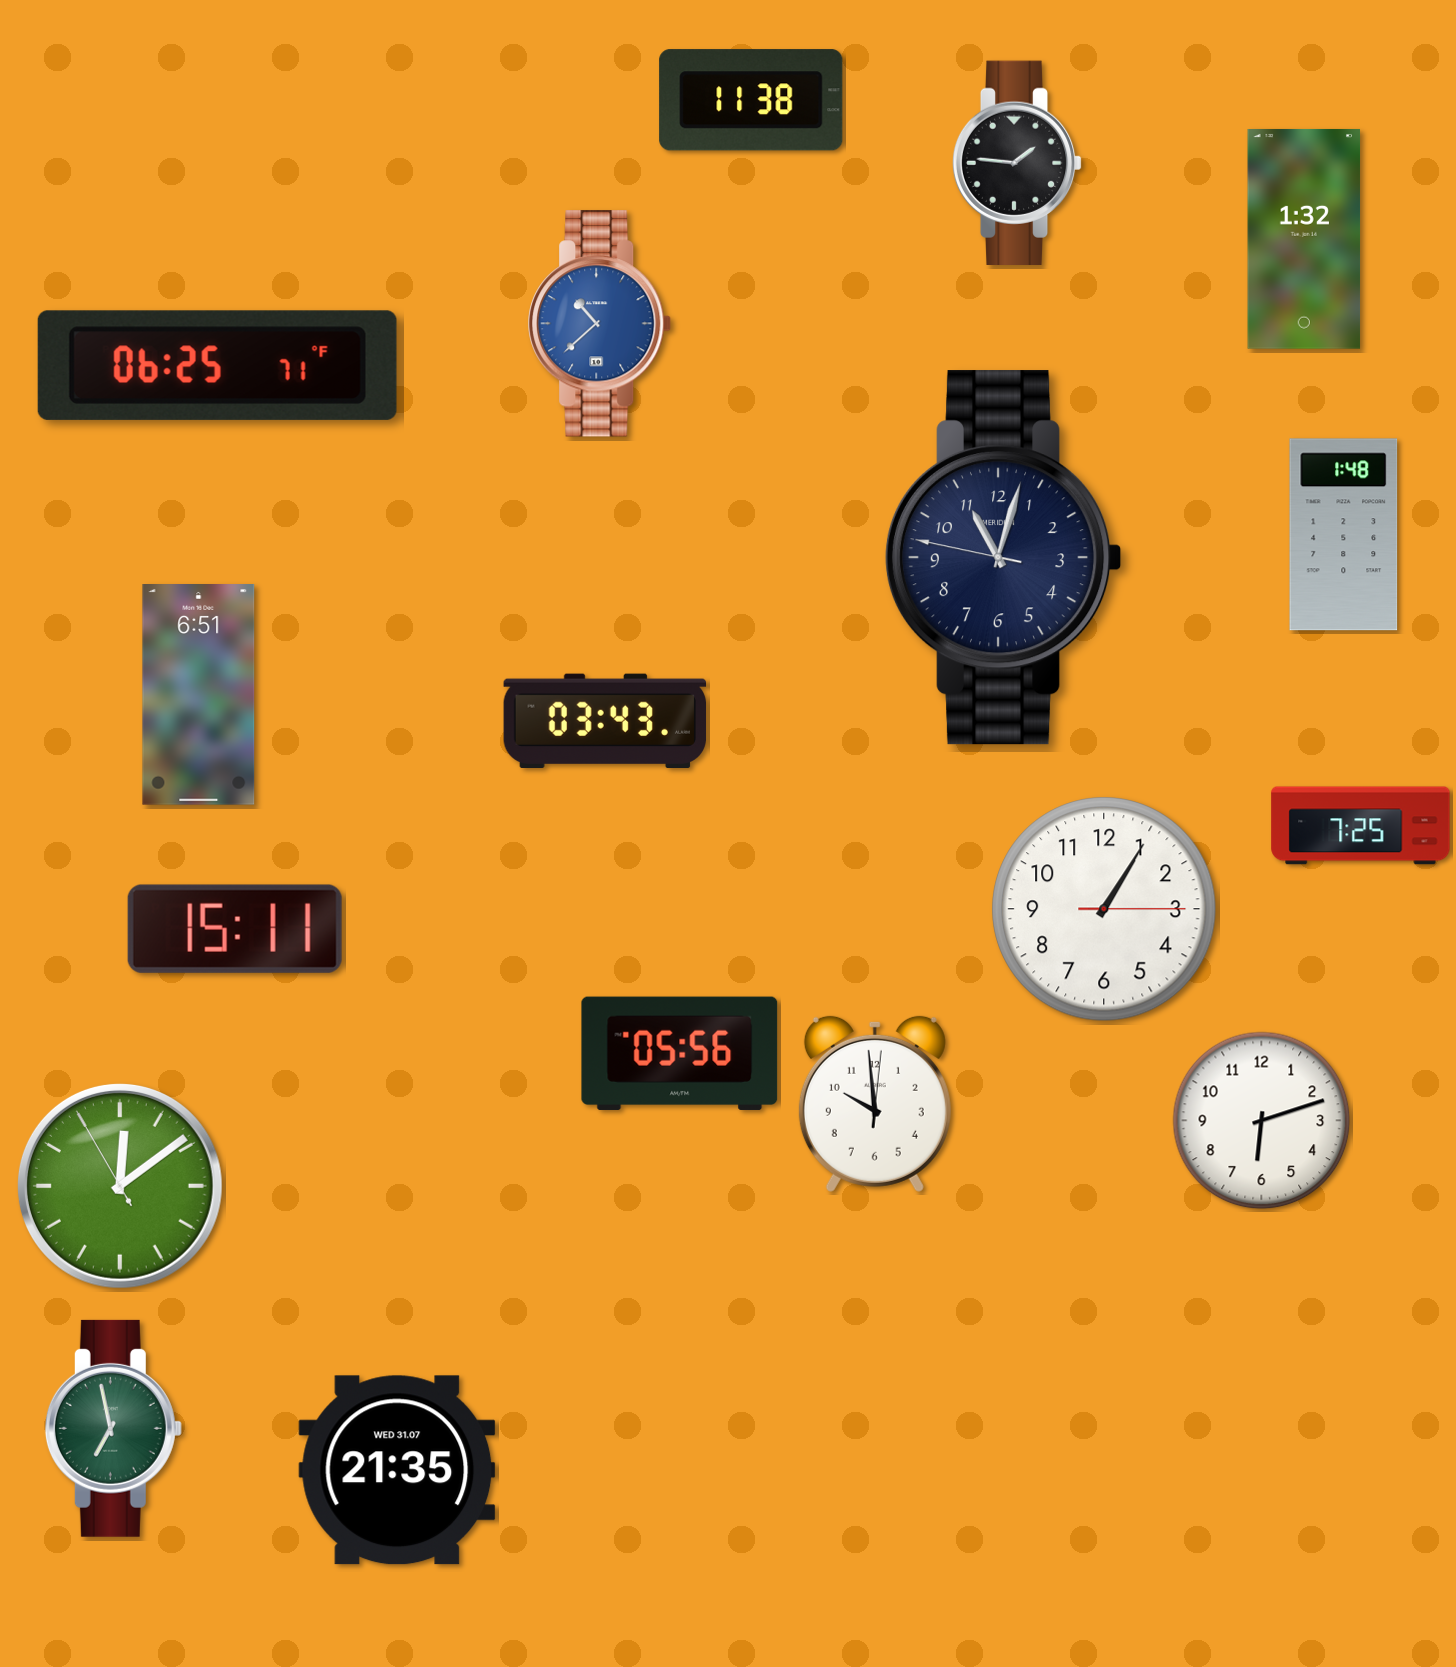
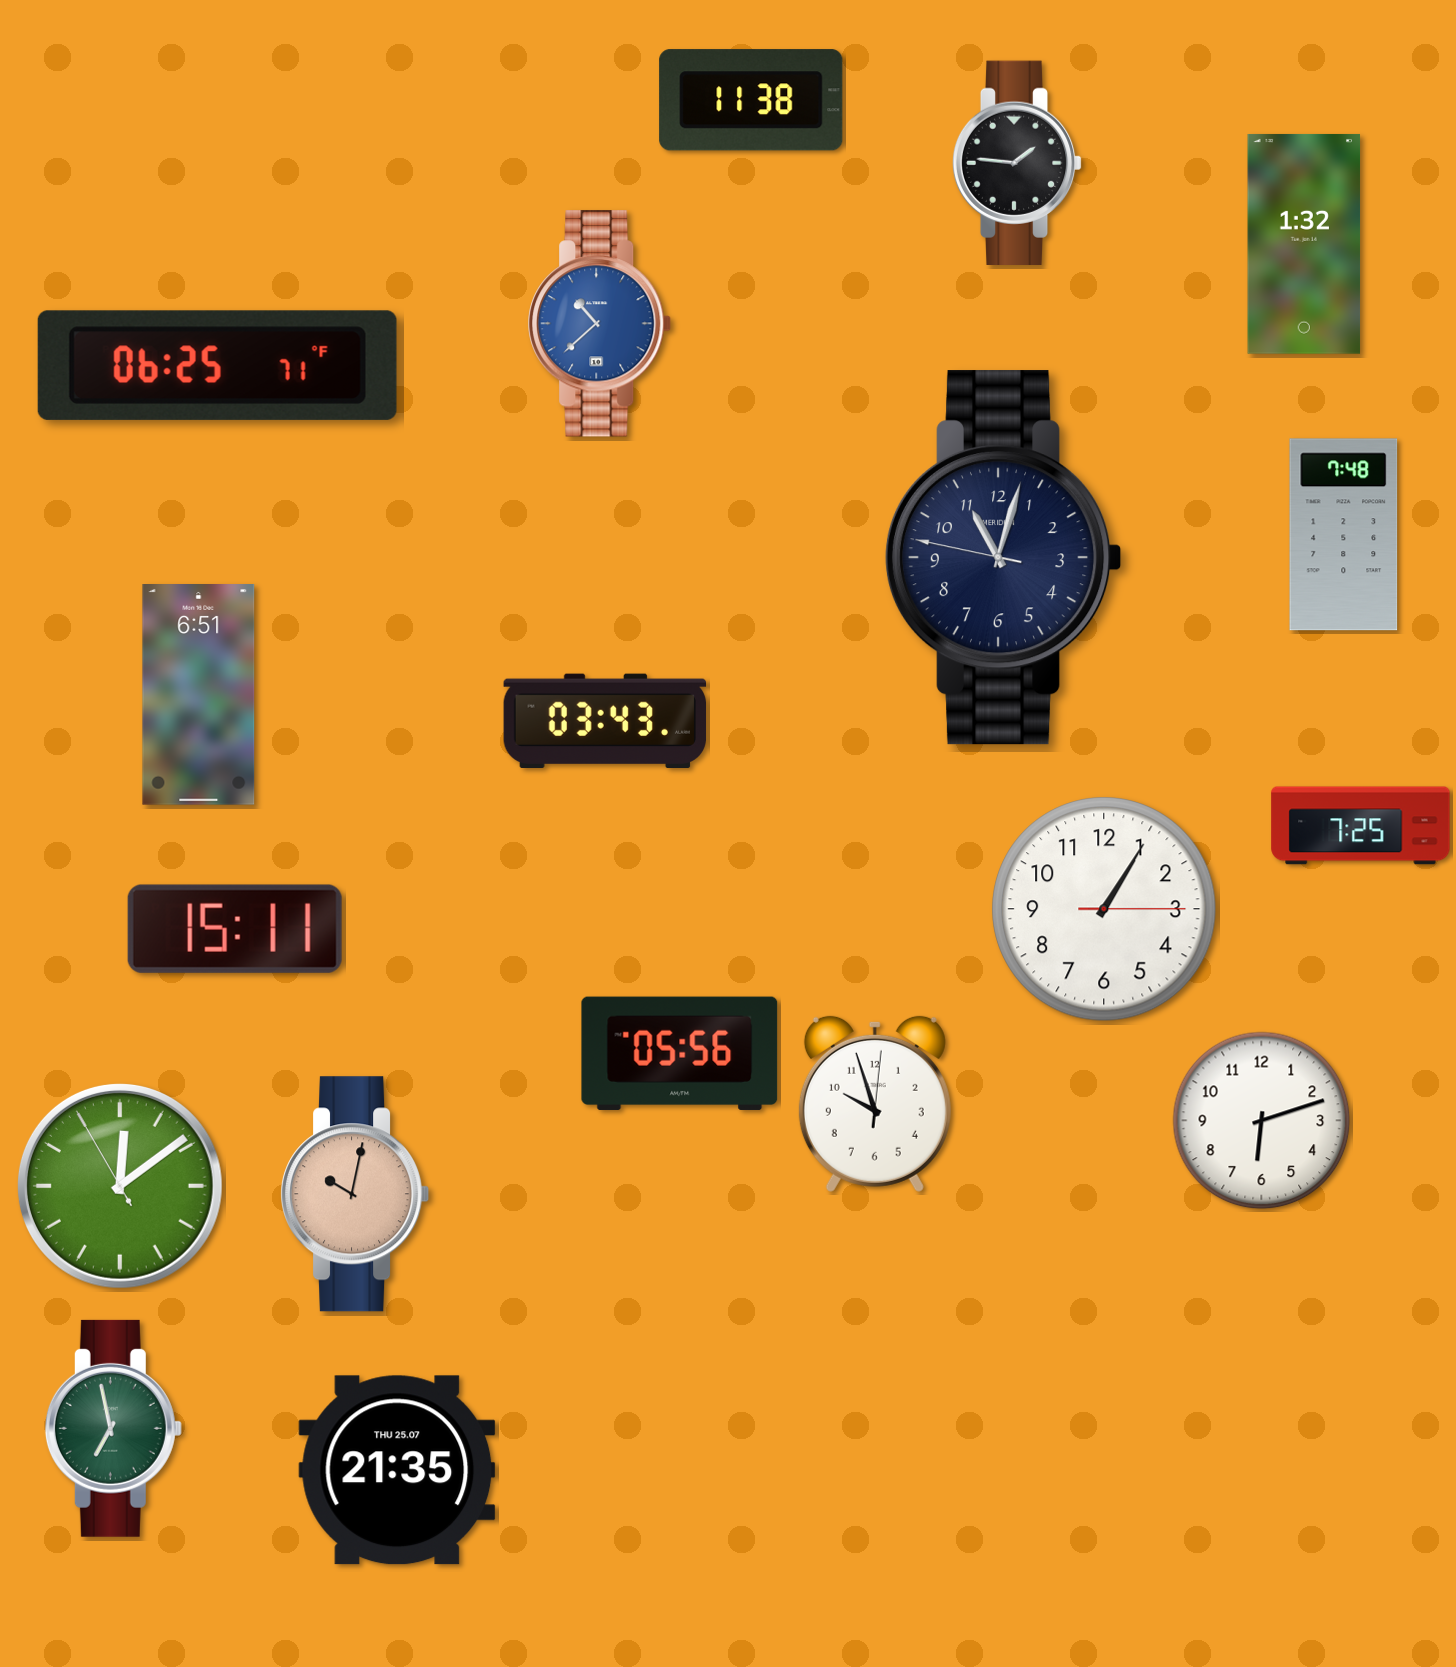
clock at (1304, 239) position: (1304, 239) -> (1304, 244)
clock at (1344, 535): 1:48 -> 7:48
clock at (875, 1104): 9:59 -> 9:57
clock at (355, 1194): none -> 10:02
clock at (397, 1470) date: WED 31.07 -> THU 25.07
